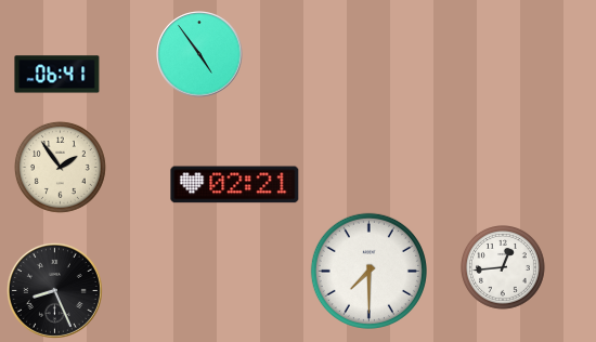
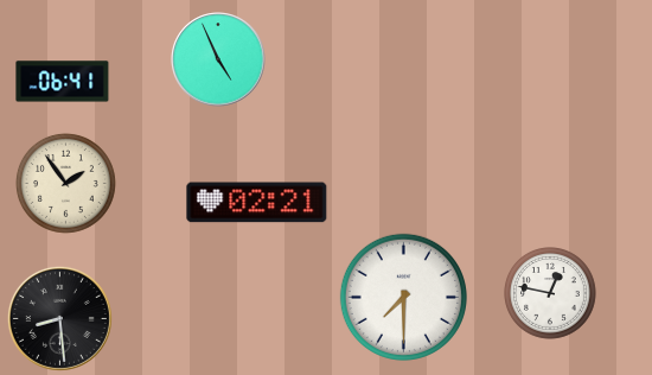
clock at (199, 54): 4:54 -> 4:56
clock at (504, 268): 12:44 -> 12:47
clock at (54, 290): 8:26 -> 8:29
